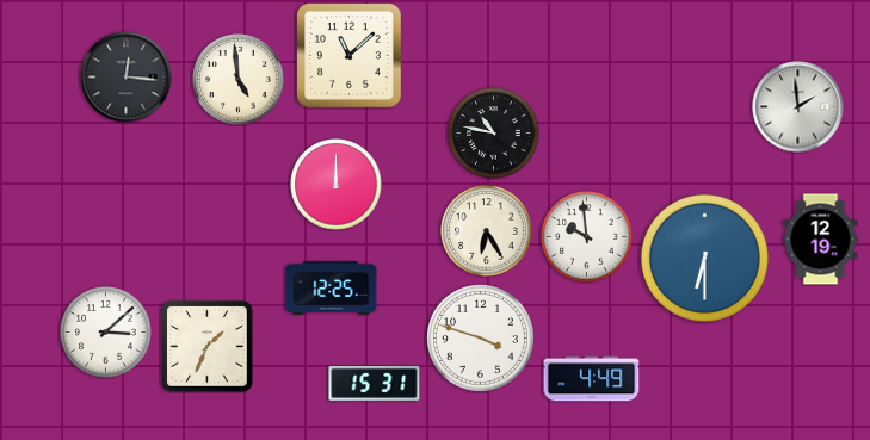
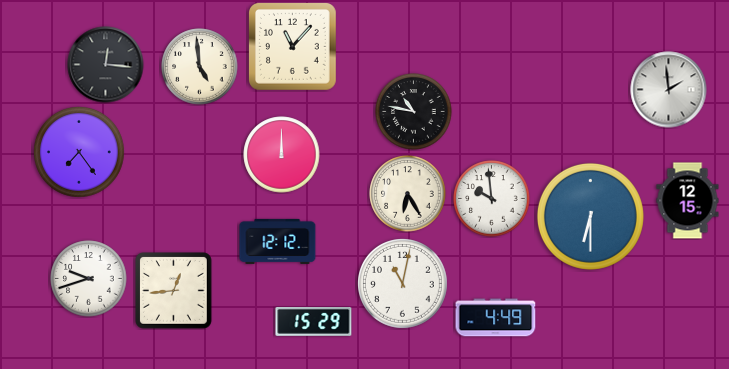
clock at (350, 56): 11:08 -> 11:07
clock at (80, 153): none -> 7:24
clock at (821, 240): 12:19 -> 12:15
clock at (332, 287): 12:25 -> 12:12
clock at (106, 333): 3:08 -> 9:42
clock at (481, 339): 3:48 -> 11:02
clock at (208, 347): 1:34 -> 12:44
clock at (375, 383): 15:31 -> 15:29
